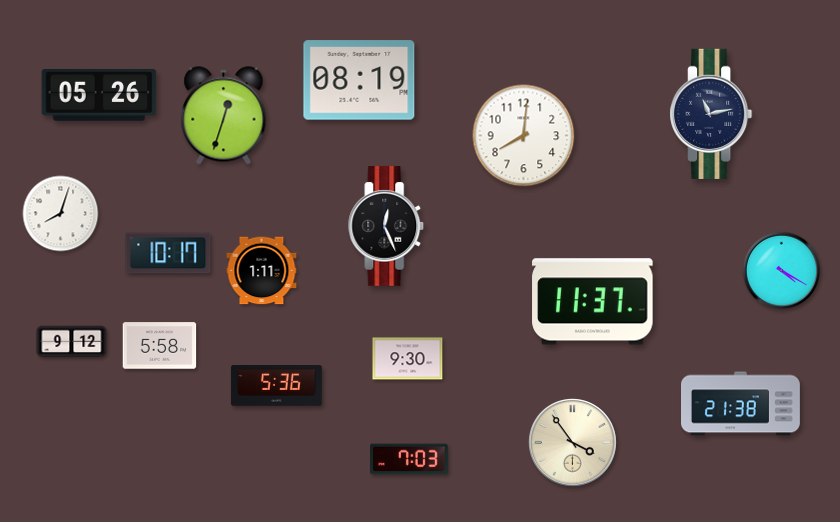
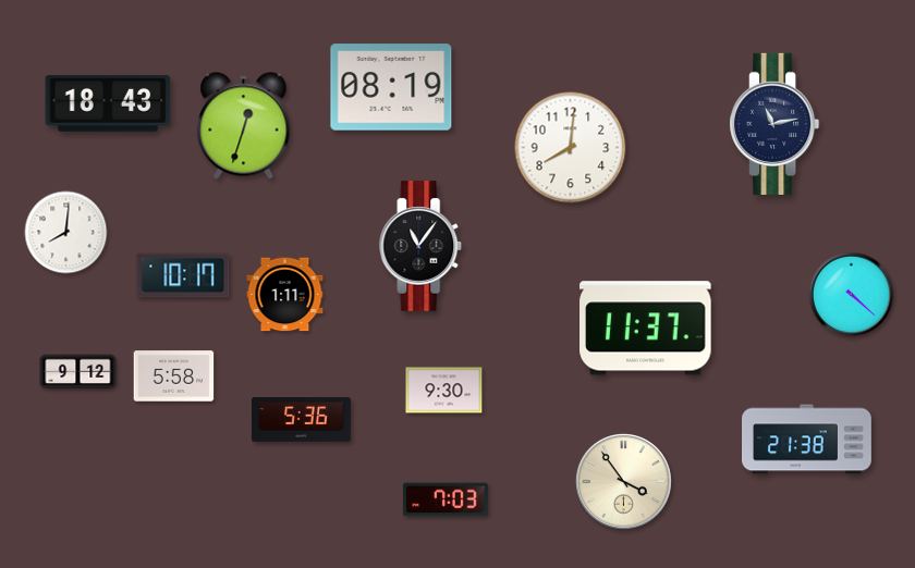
clock at (99, 96): 05:26 -> 18:43
clock at (61, 214): 8:03 -> 8:01
clock at (386, 226): 12:26 -> 11:06
clock at (782, 271): 4:20 -> 4:22
